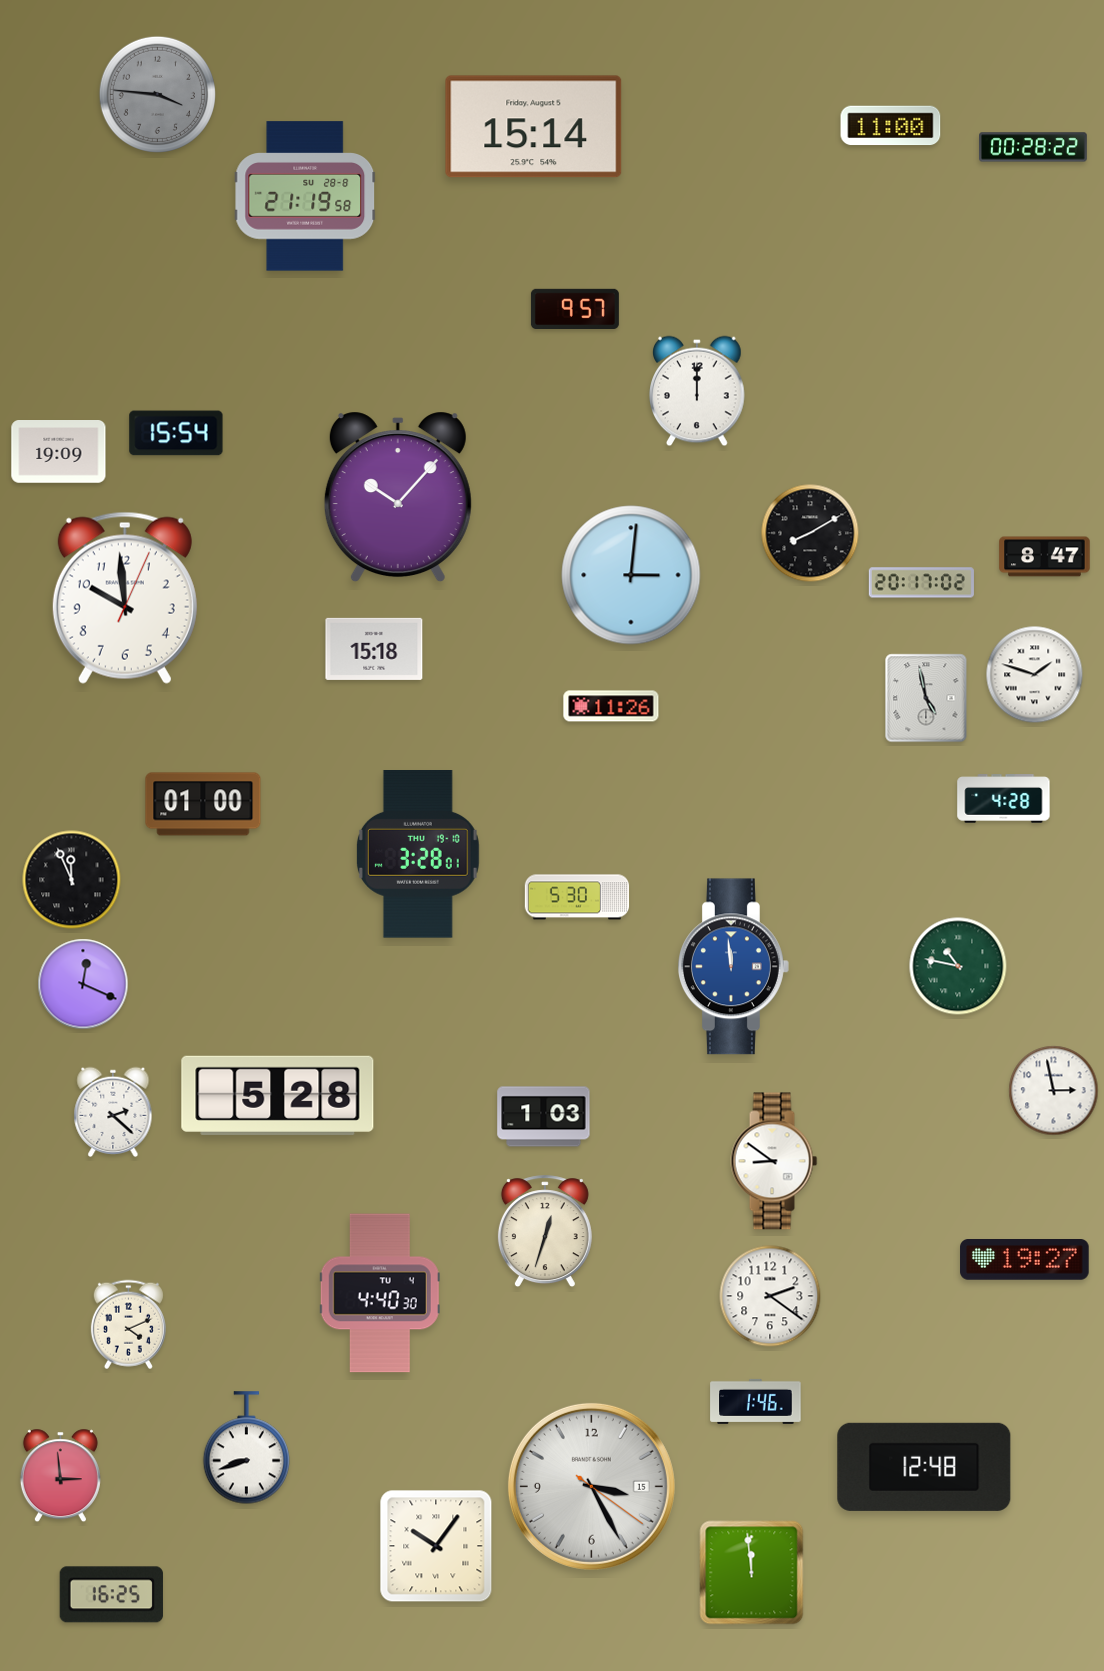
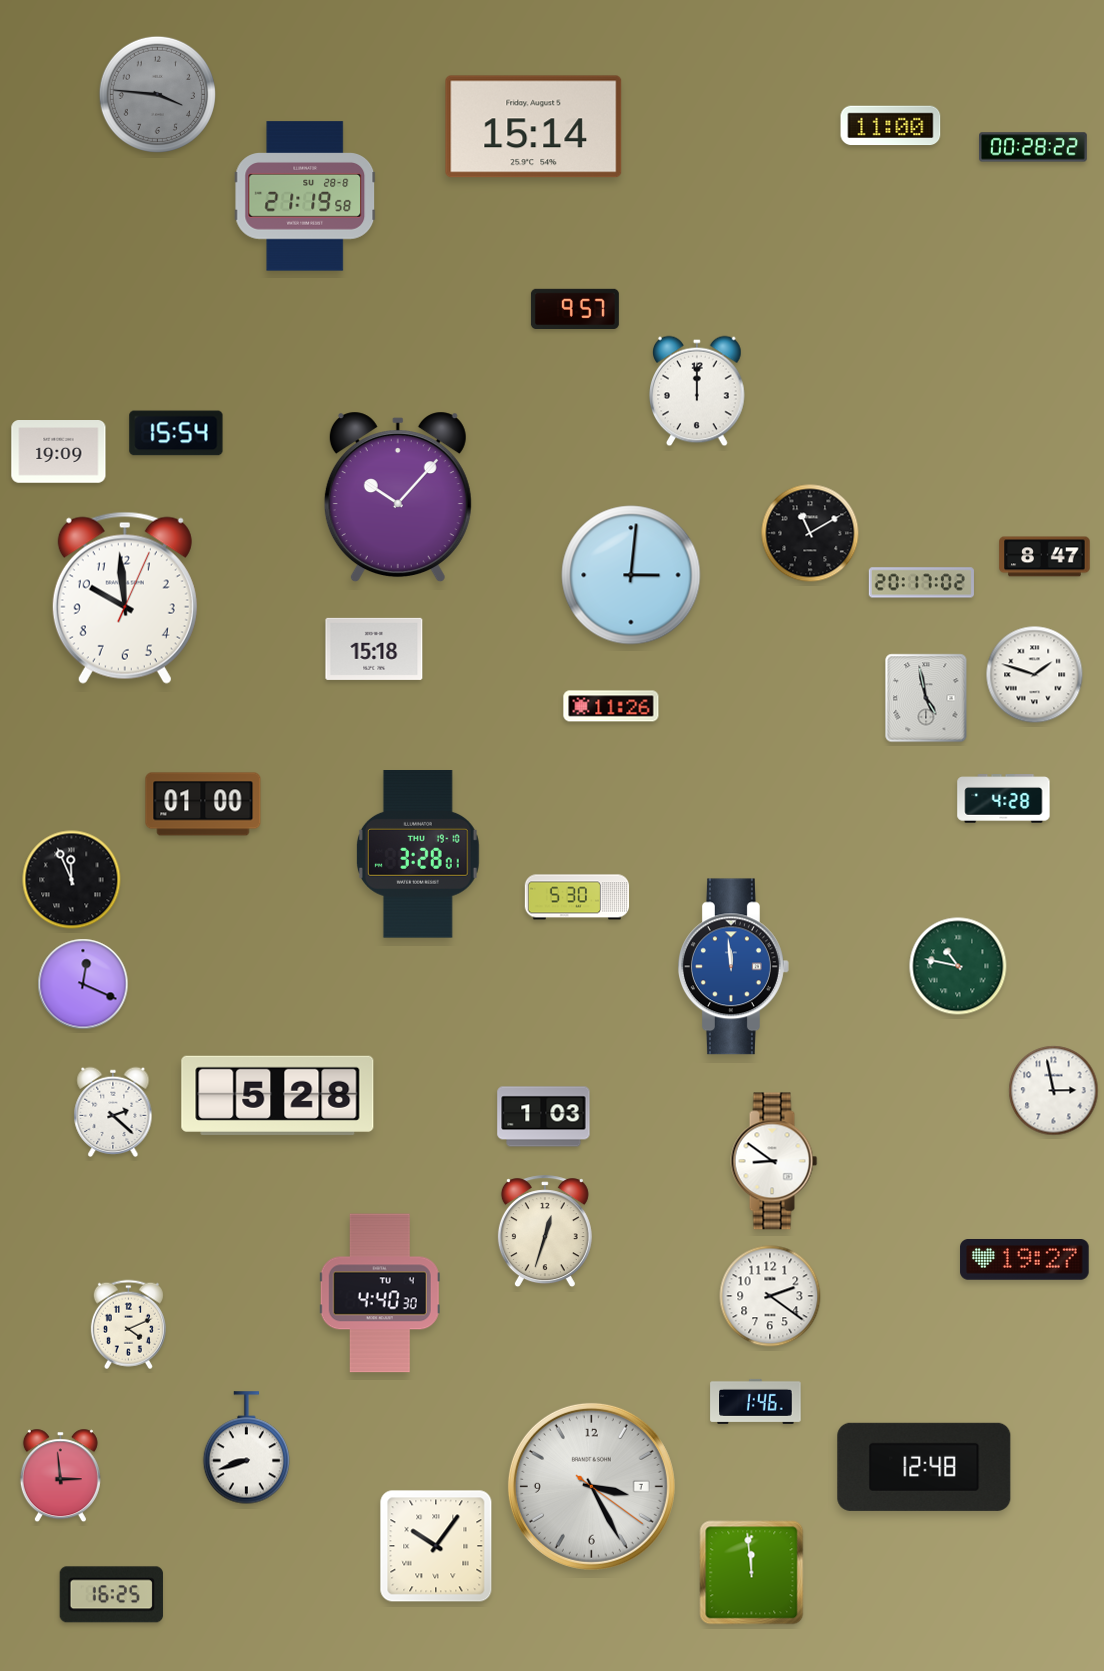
clock at (810, 533): 8:10 -> 11:10
clock at (591, 1486) date: 15 -> 7
